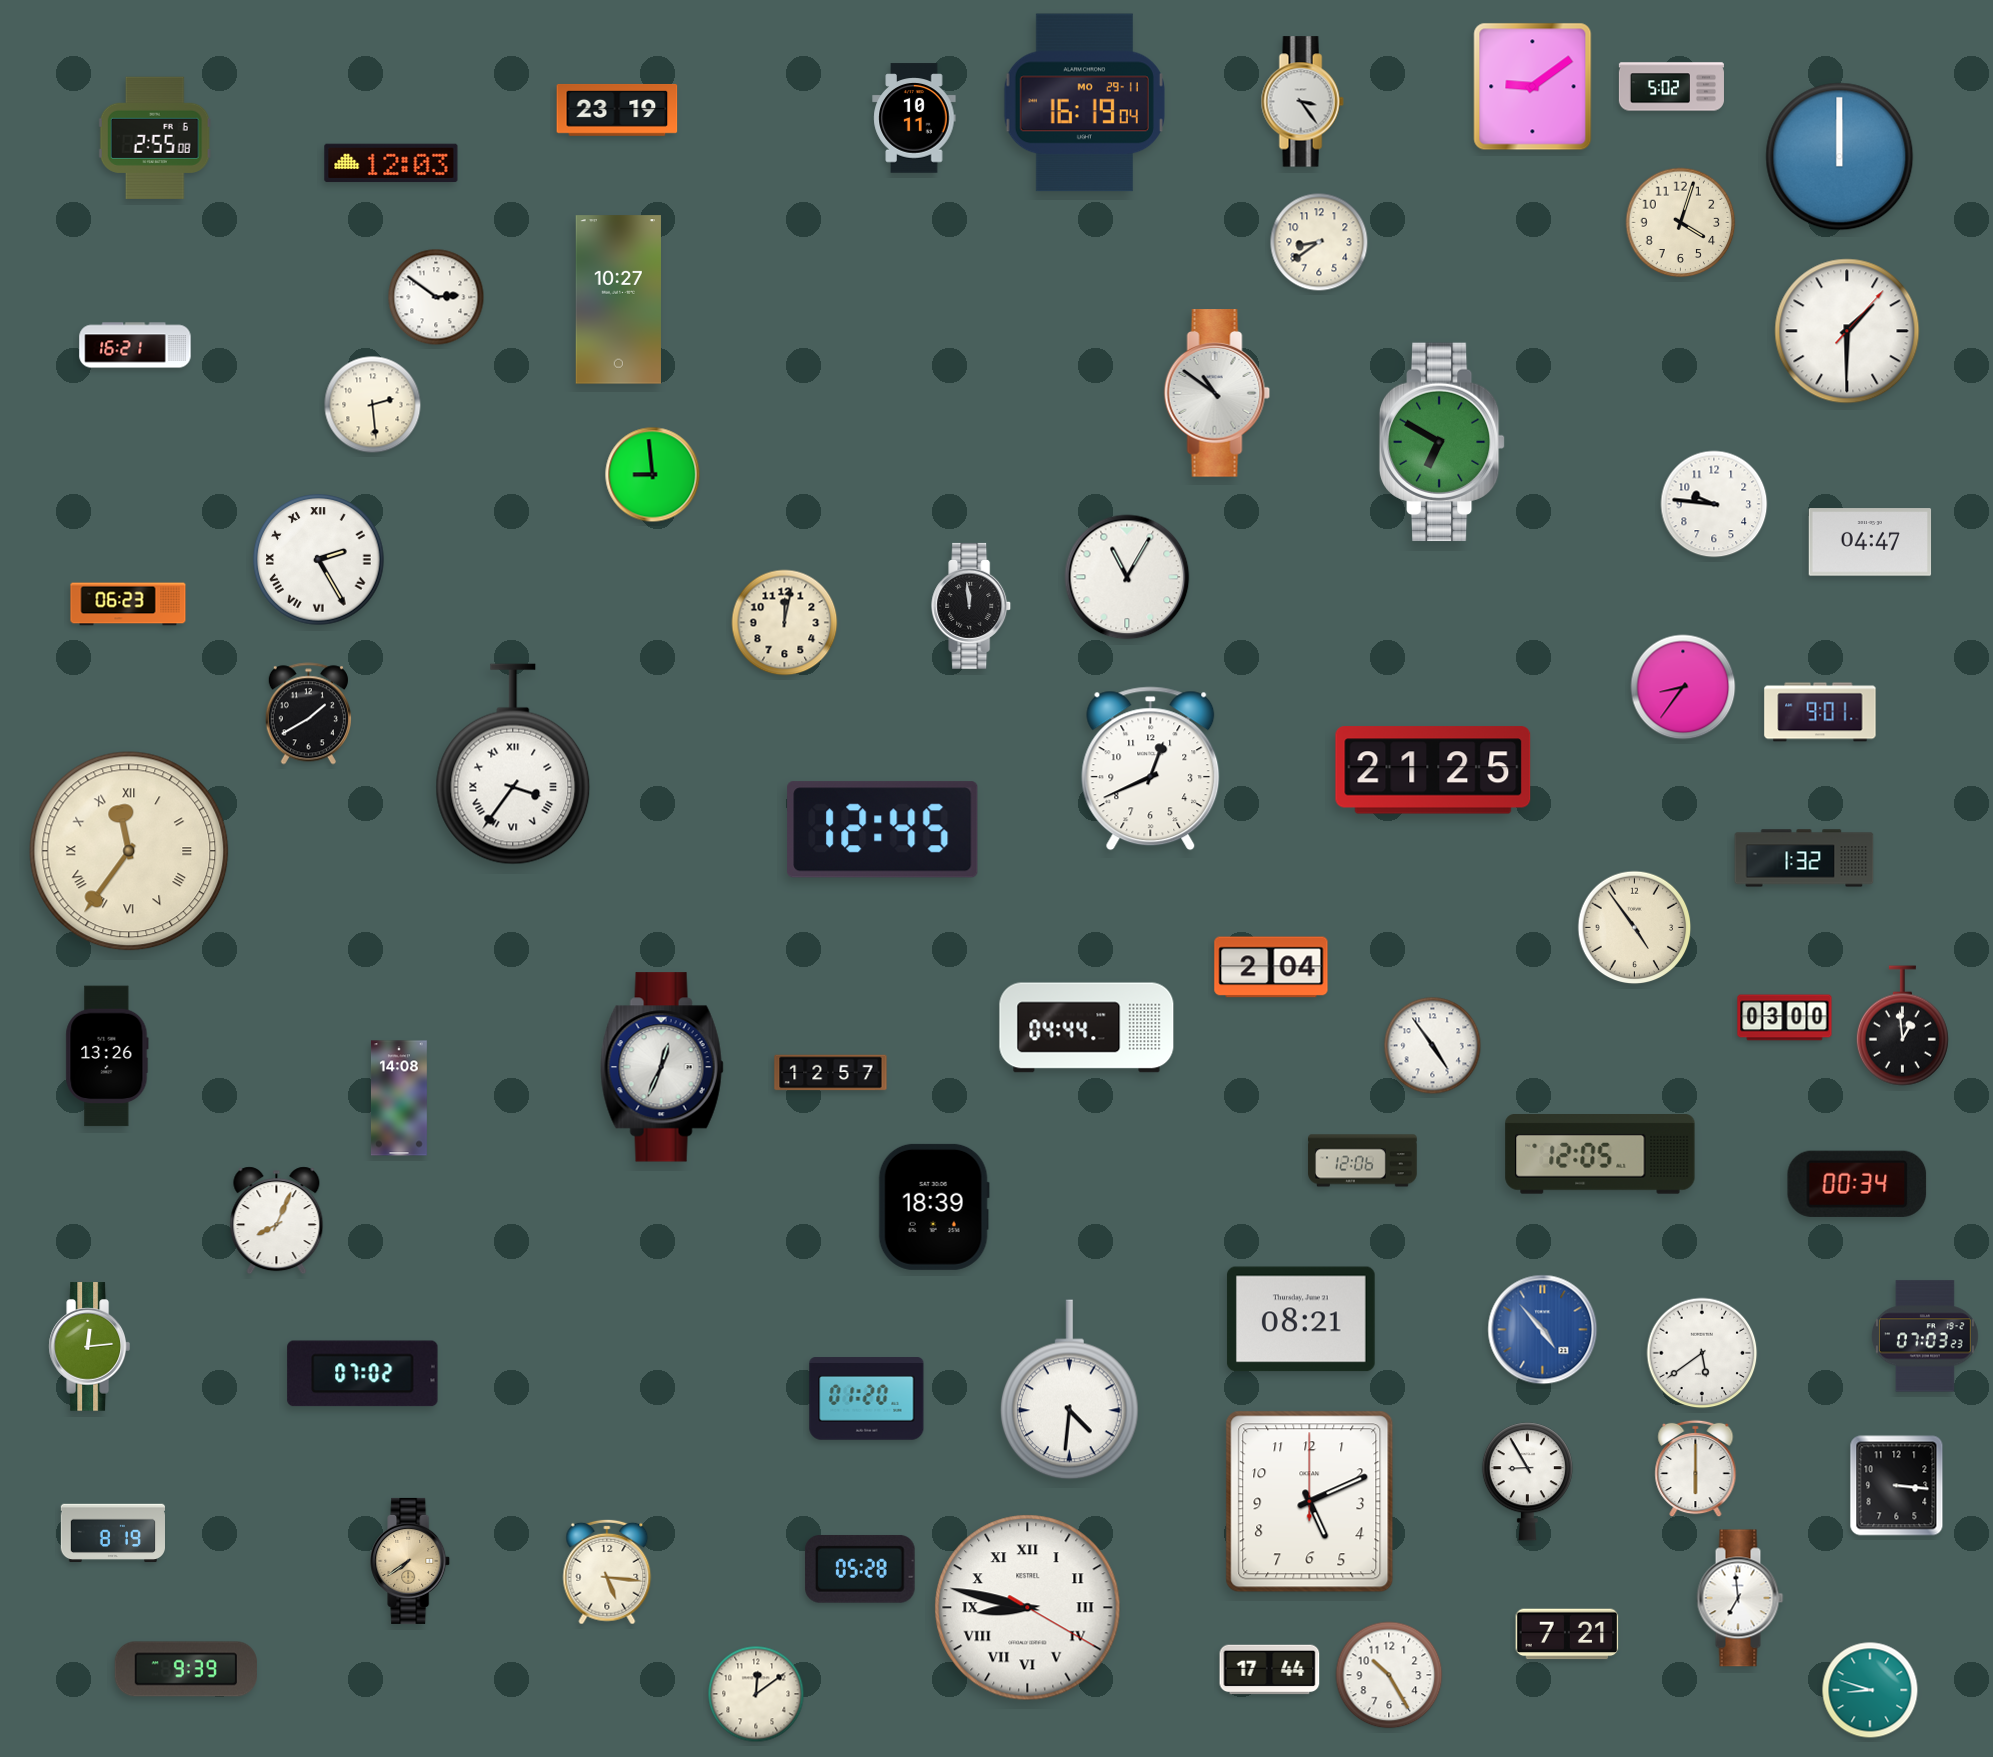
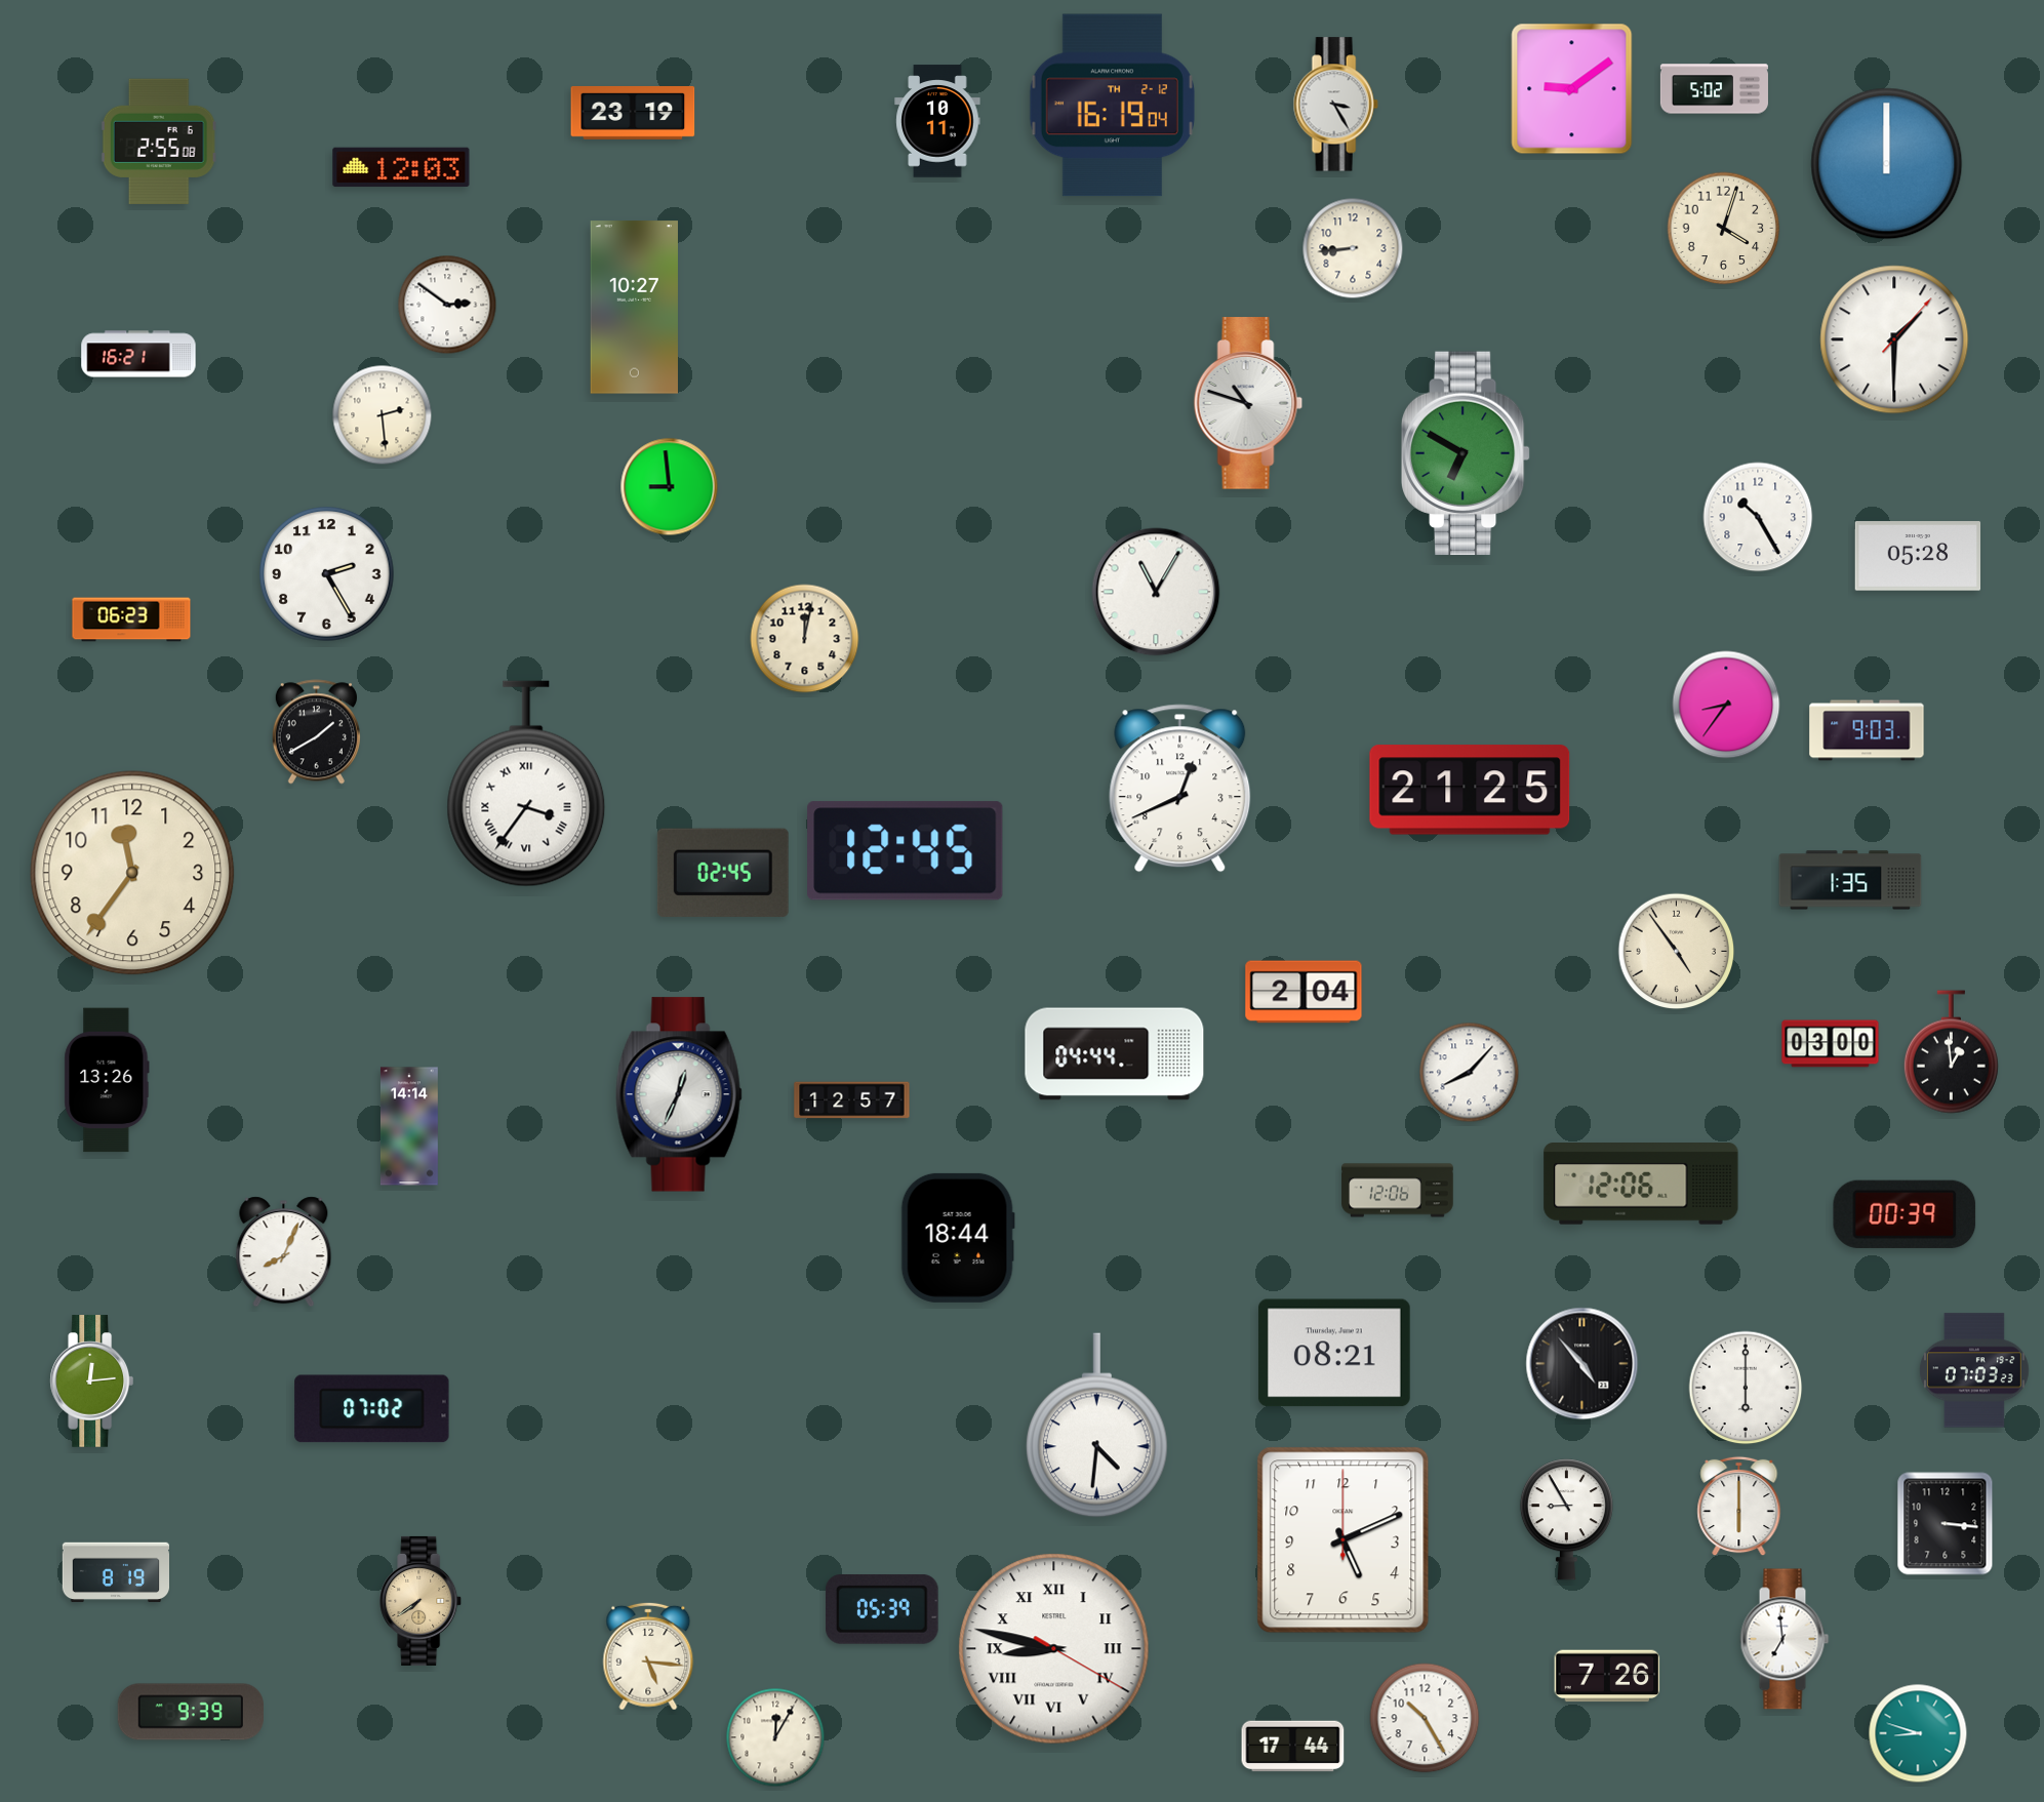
clock at (1302, 102): 3:24 -> 3:25
clock at (1084, 103) date: MO 29-11 -> TH 2-12
clock at (1840, 157) position: (1840, 157) -> (1887, 164)
clock at (1319, 242): 8:39 -> 8:44
clock at (1217, 393): 10:51 -> 10:48
clock at (1442, 442) position: (1442, 442) -> (1466, 453)
clock at (1714, 504): 9:46 -> 10:25
clock at (1870, 542): 04:47 -> 05:28
clock at (319, 560) numerals: Roman -> Arabic
clock at (972, 606): 11:59 -> none
clock at (1820, 712): 9:01 -> 9:03
clock at (129, 851) numerals: Roman -> Arabic
clock at (723, 873): none -> 02:45
clock at (1804, 858): 1:32 -> 1:35
clock at (1433, 1046): 4:54 -> 8:07
clock at (107, 1056) position: (107, 1056) -> (107, 1080)
clock at (399, 1098): 14:08 -> 14:14
clock at (1600, 1155): 12:05 -> 12:06
clock at (1857, 1184): 00:34 -> 00:39
clock at (934, 1207): 18:39 -> 18:44
clock at (1543, 1330) dial: blue -> black
clock at (1702, 1353): 5:39 -> 6:00
clock at (867, 1399): 01:20 -> none
clock at (861, 1569): 05:28 -> 05:39
clock at (607, 1572) position: (607, 1572) -> (648, 1656)
clock at (1567, 1634): 7:21 -> 7:26
clock at (1270, 1670) position: (1270, 1670) -> (1293, 1747)
clock at (756, 1694): 12:09 -> 12:05
